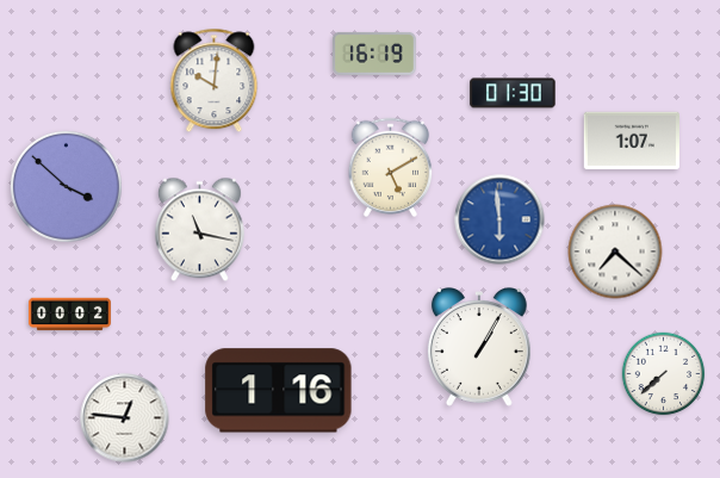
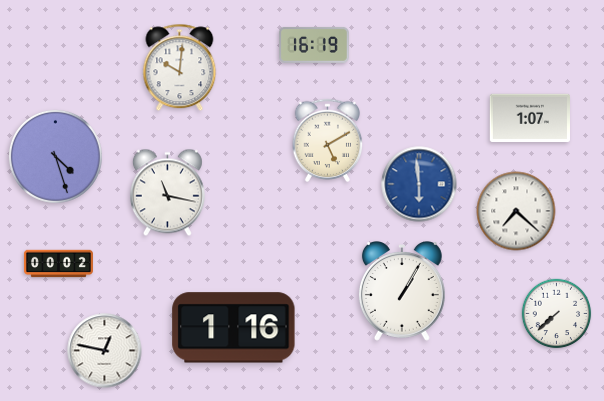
clock at (513, 93): 01:30 -> none
clock at (66, 186): 3:52 -> 4:27
clock at (125, 418): 12:46 -> 12:47
